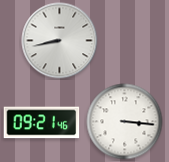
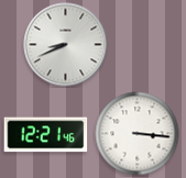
clock at (60, 41): 8:43 -> 8:41
clock at (42, 123): 09:21 -> 12:21
